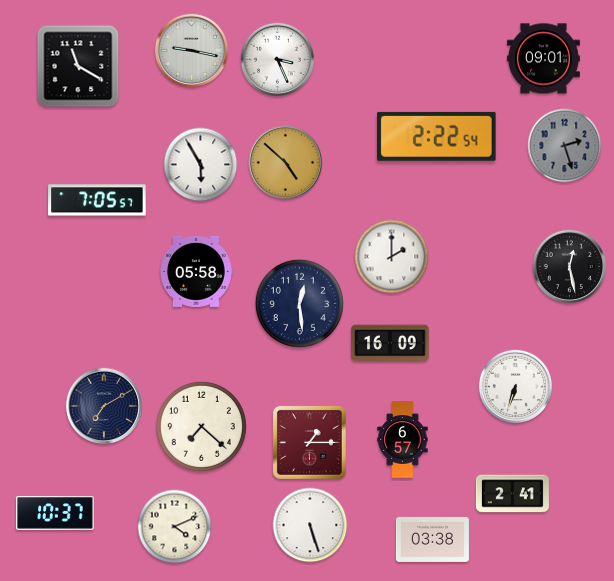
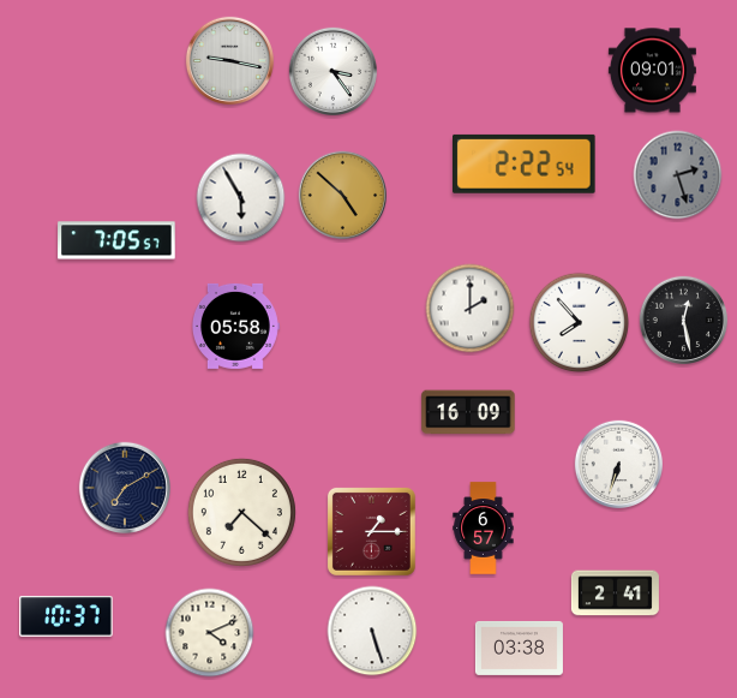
clock at (277, 59): 3:26 -> 3:24
clock at (78, 66): 11:20 -> none
clock at (580, 323): none -> 7:53
clock at (299, 303): 12:29 -> none
